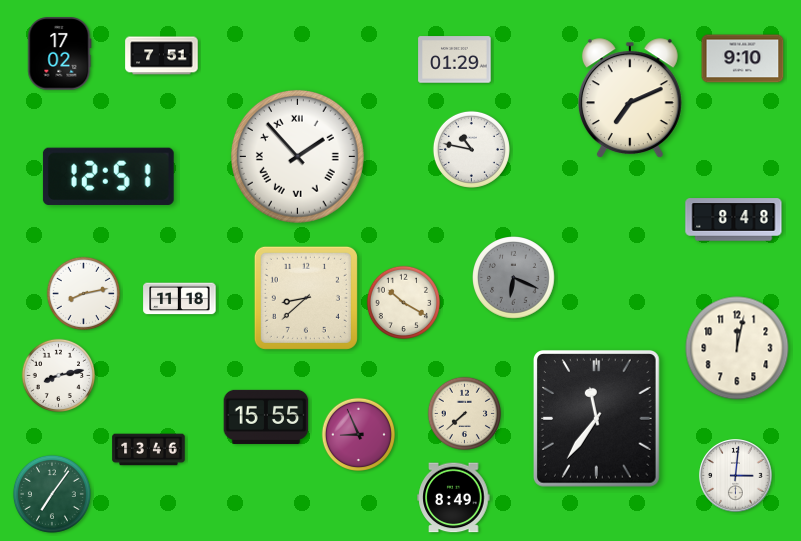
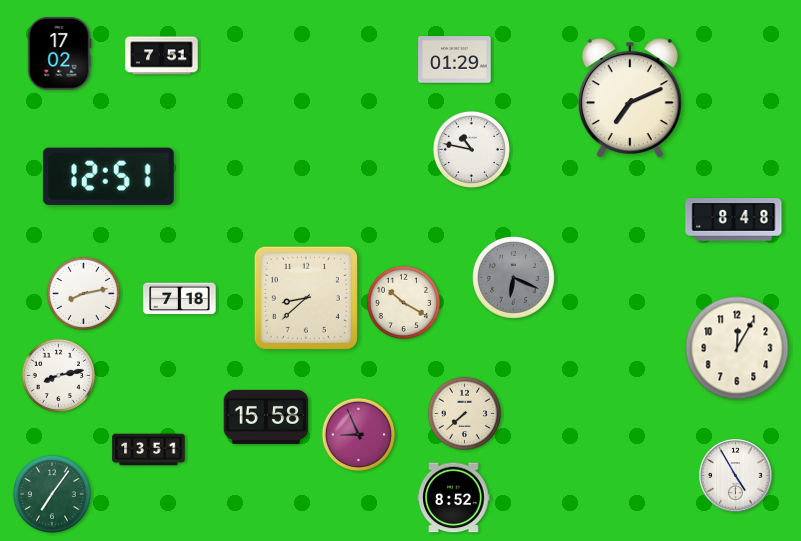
clock at (743, 59): 9:10 -> none
clock at (297, 156): 1:53 -> none
clock at (180, 299): 11:18 -> 7:18
clock at (737, 348): 12:02 -> 12:05
clock at (266, 417): 15:55 -> 15:58
clock at (597, 419): 11:36 -> none
clock at (149, 450): 13:46 -> 13:51
clock at (736, 476): 3:01 -> 4:55
clock at (454, 498): 8:49 -> 8:52
